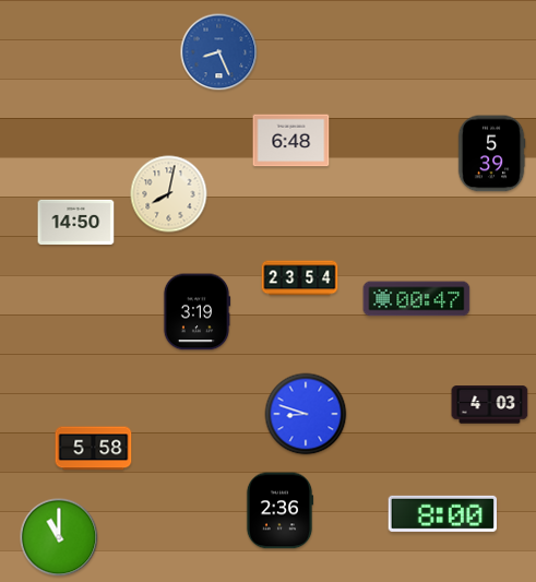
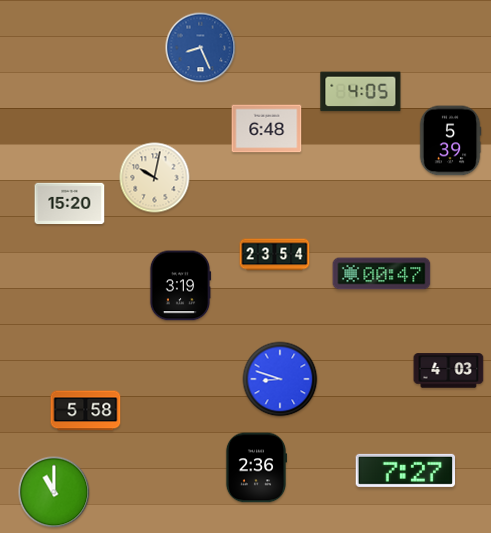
clock at (361, 92): none -> 4:05
clock at (169, 194): 8:02 -> 10:02
clock at (76, 222): 14:50 -> 15:20
clock at (442, 513): 8:00 -> 7:27
